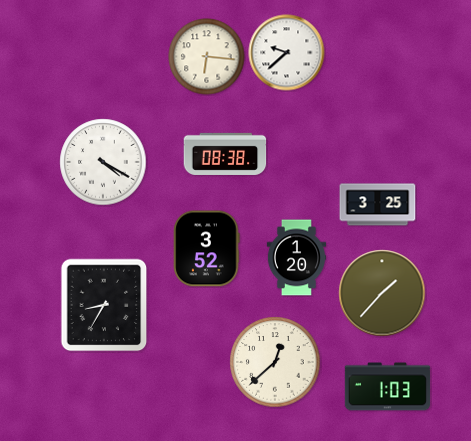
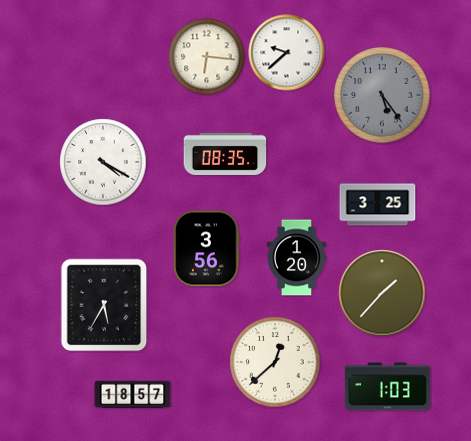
clock at (382, 95): none -> 5:24
clock at (225, 154): 08:38 -> 08:35
clock at (207, 249): 3:52 -> 3:56
clock at (104, 305): 8:35 -> 5:35
clock at (133, 395): none -> 18:57
